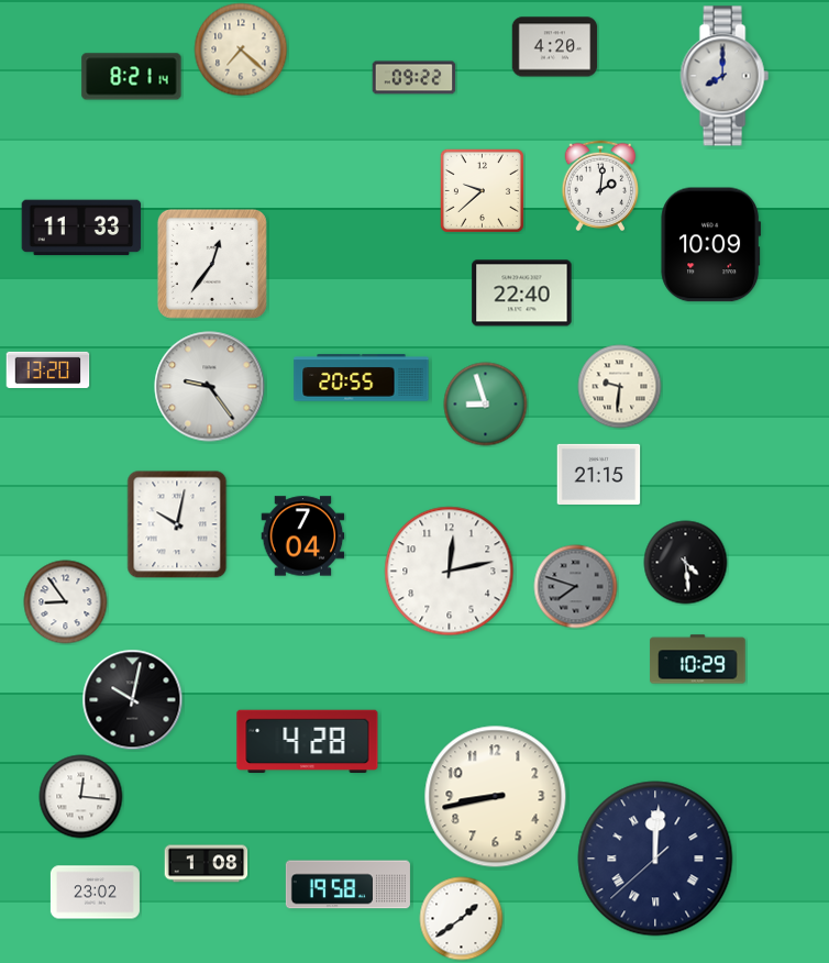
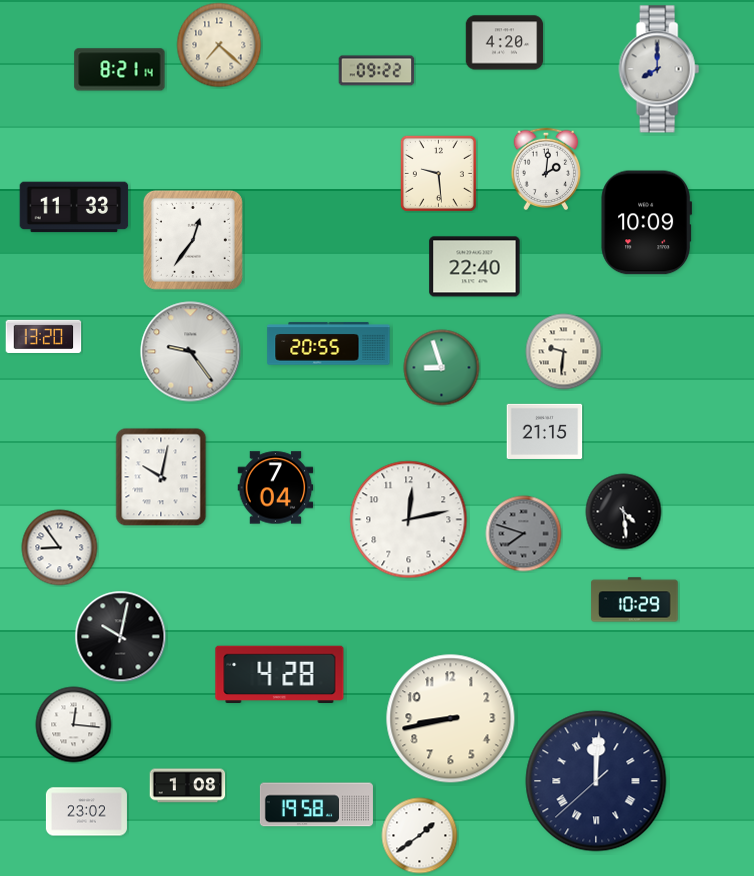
clock at (482, 190): 9:38 -> 9:29
clock at (496, 797) position: (496, 797) -> (451, 719)
